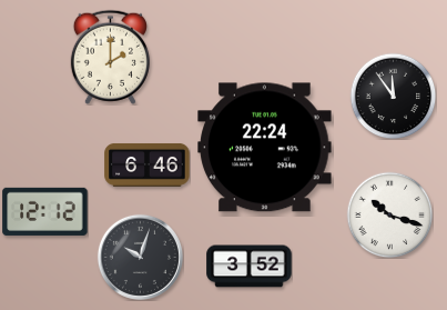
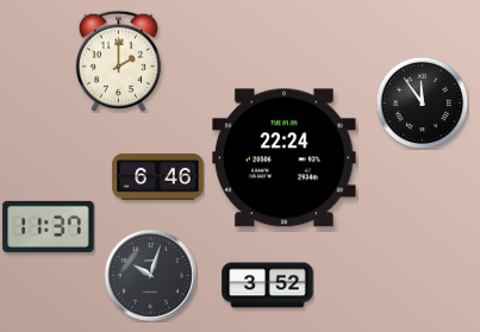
clock at (45, 211): 12:12 -> 11:37
clock at (389, 214): 10:18 -> none
